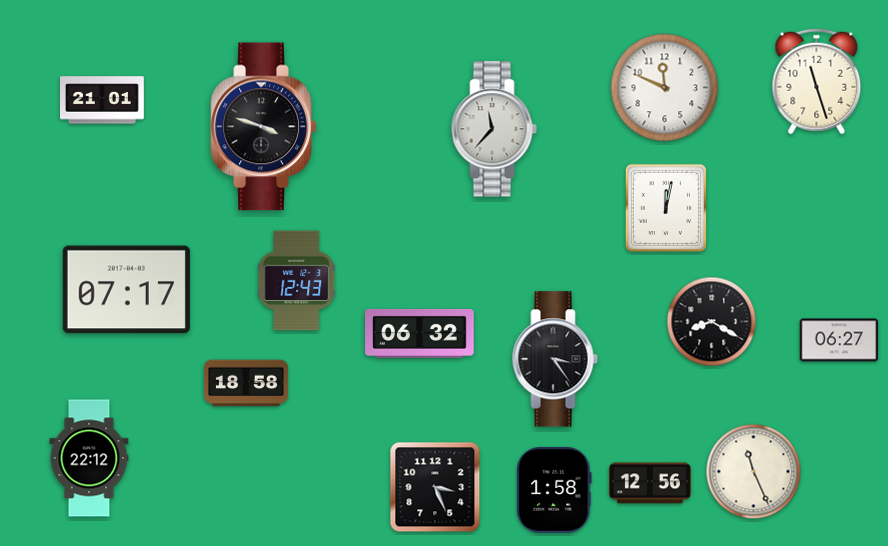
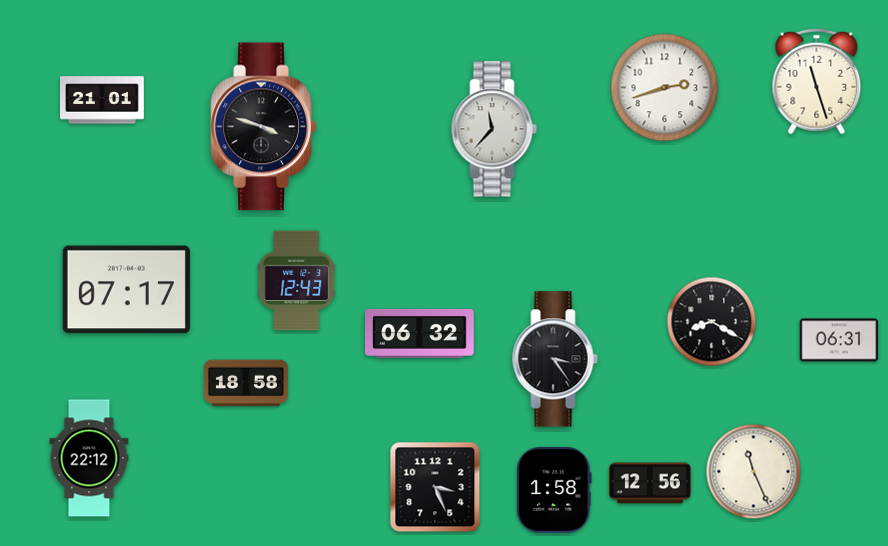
clock at (665, 88): 11:49 -> 2:42
clock at (666, 207): 12:02 -> none
clock at (839, 340): 06:27 -> 06:31
